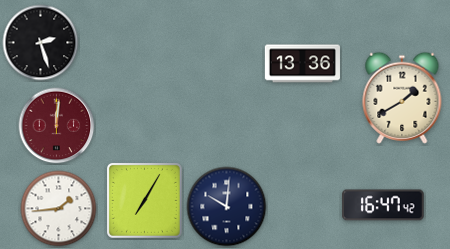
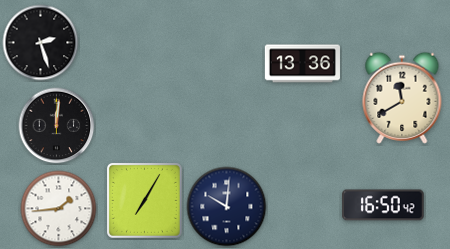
clock at (402, 98): 1:40 -> 11:40
clock at (57, 126) dial: burgundy -> black
clock at (383, 205): 16:47 -> 16:50
